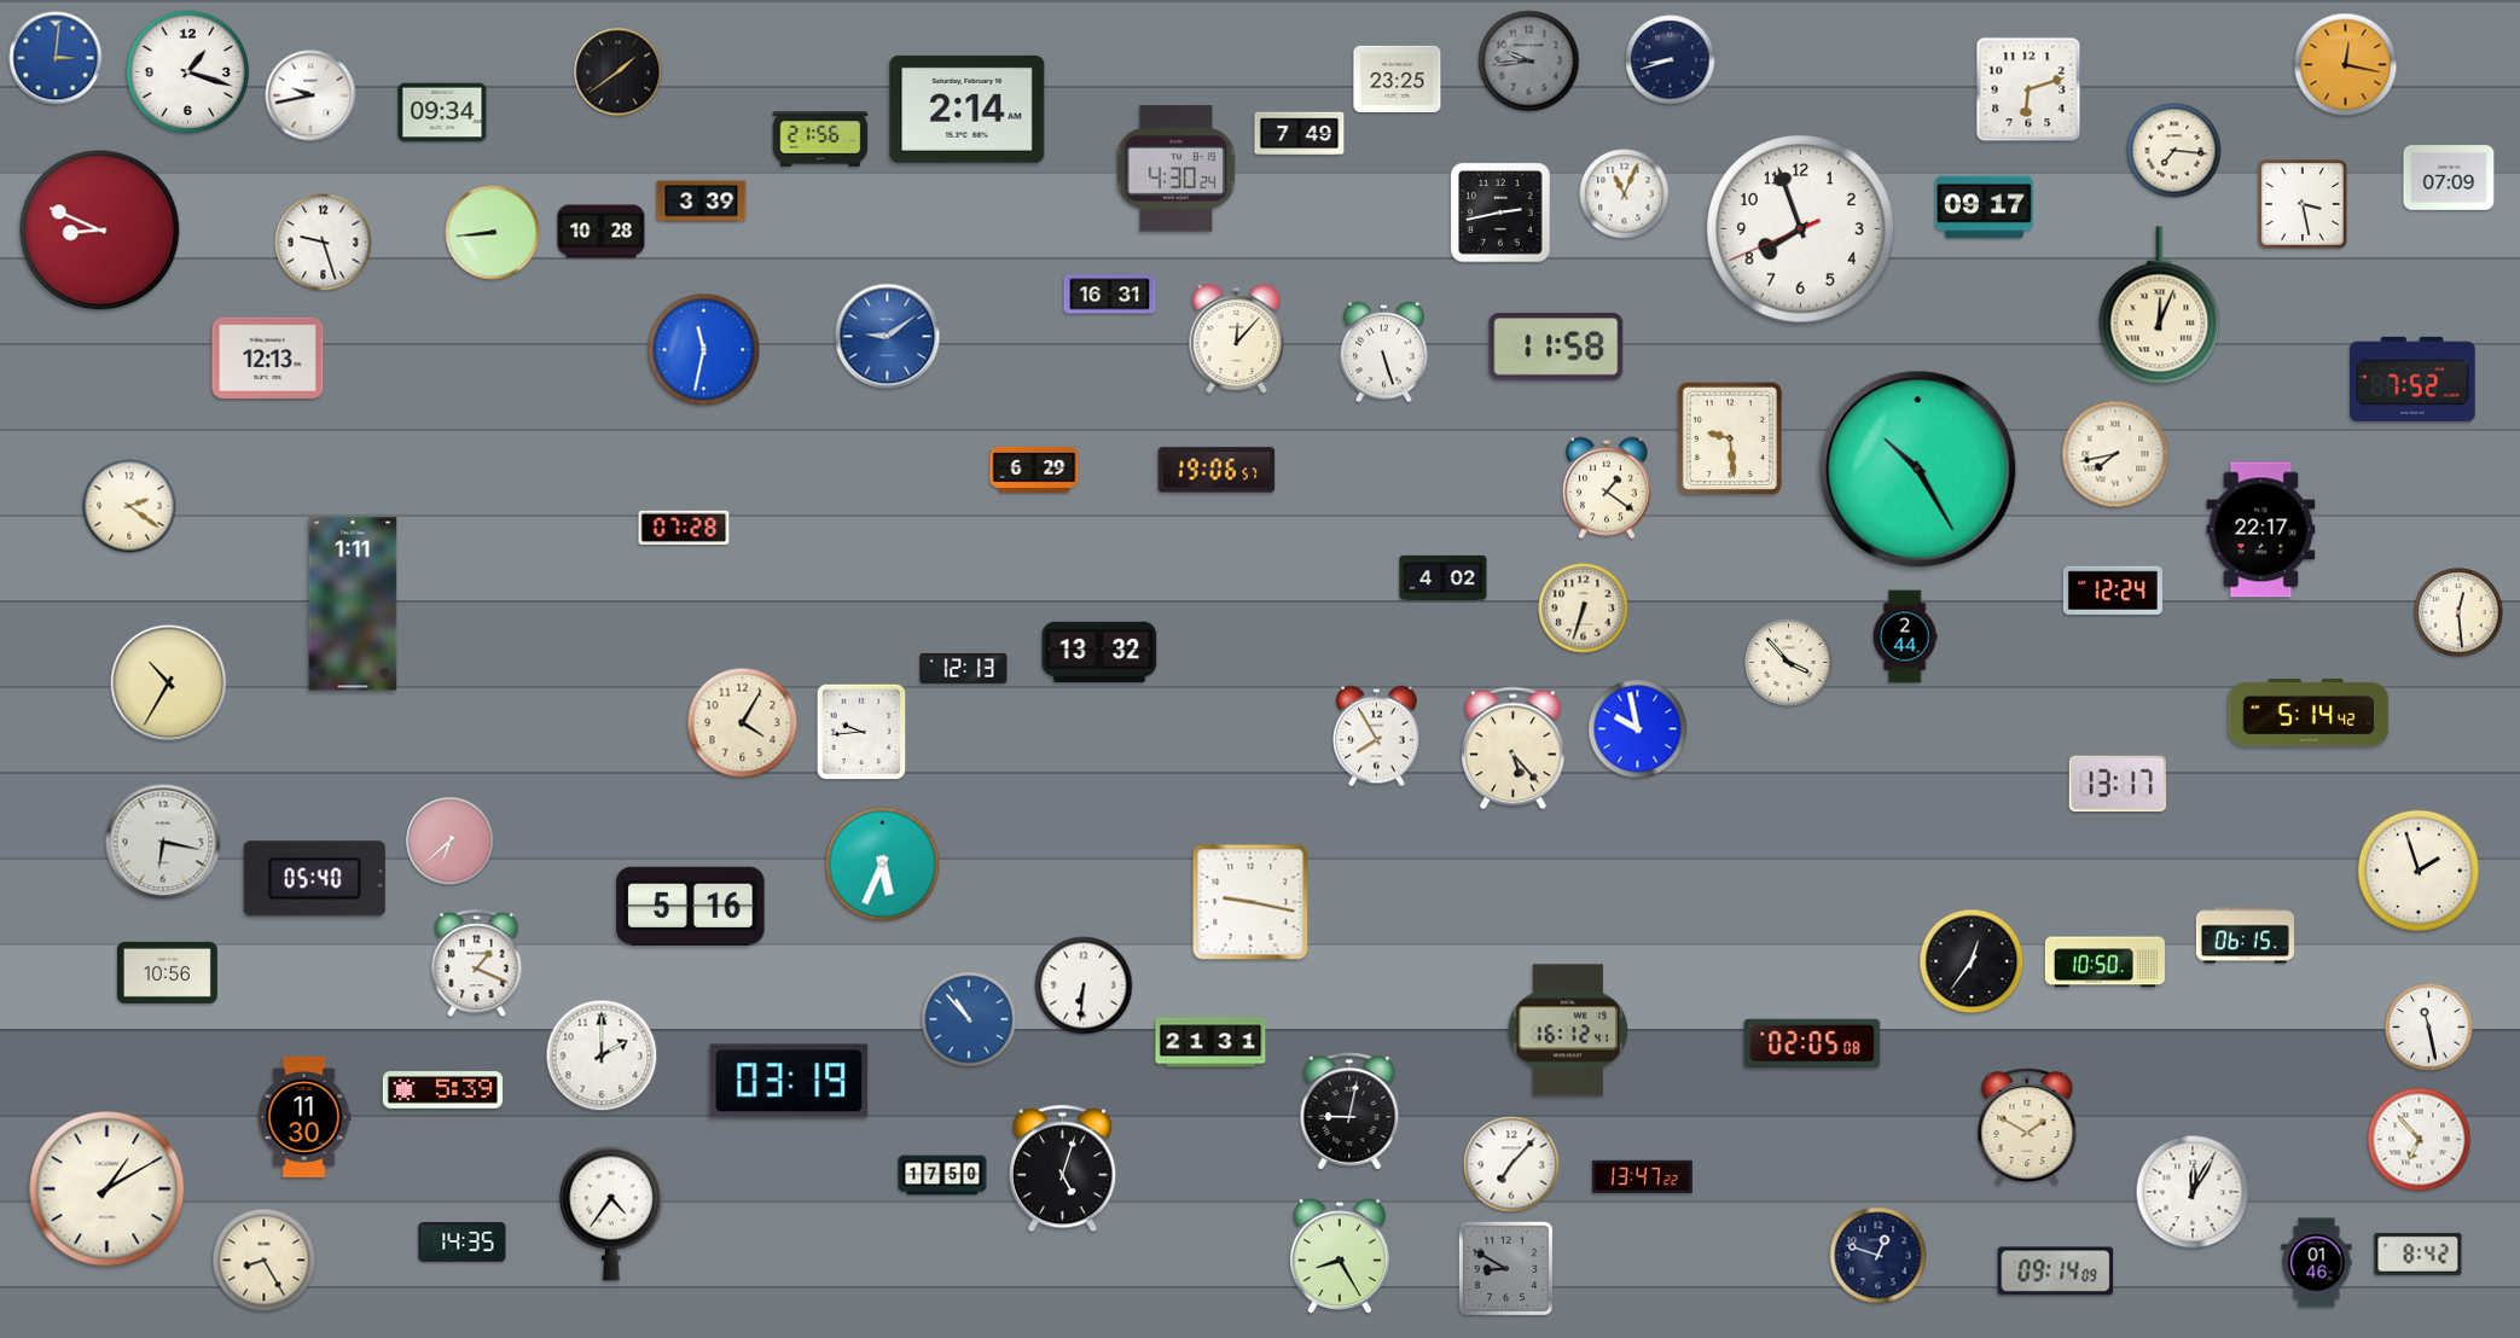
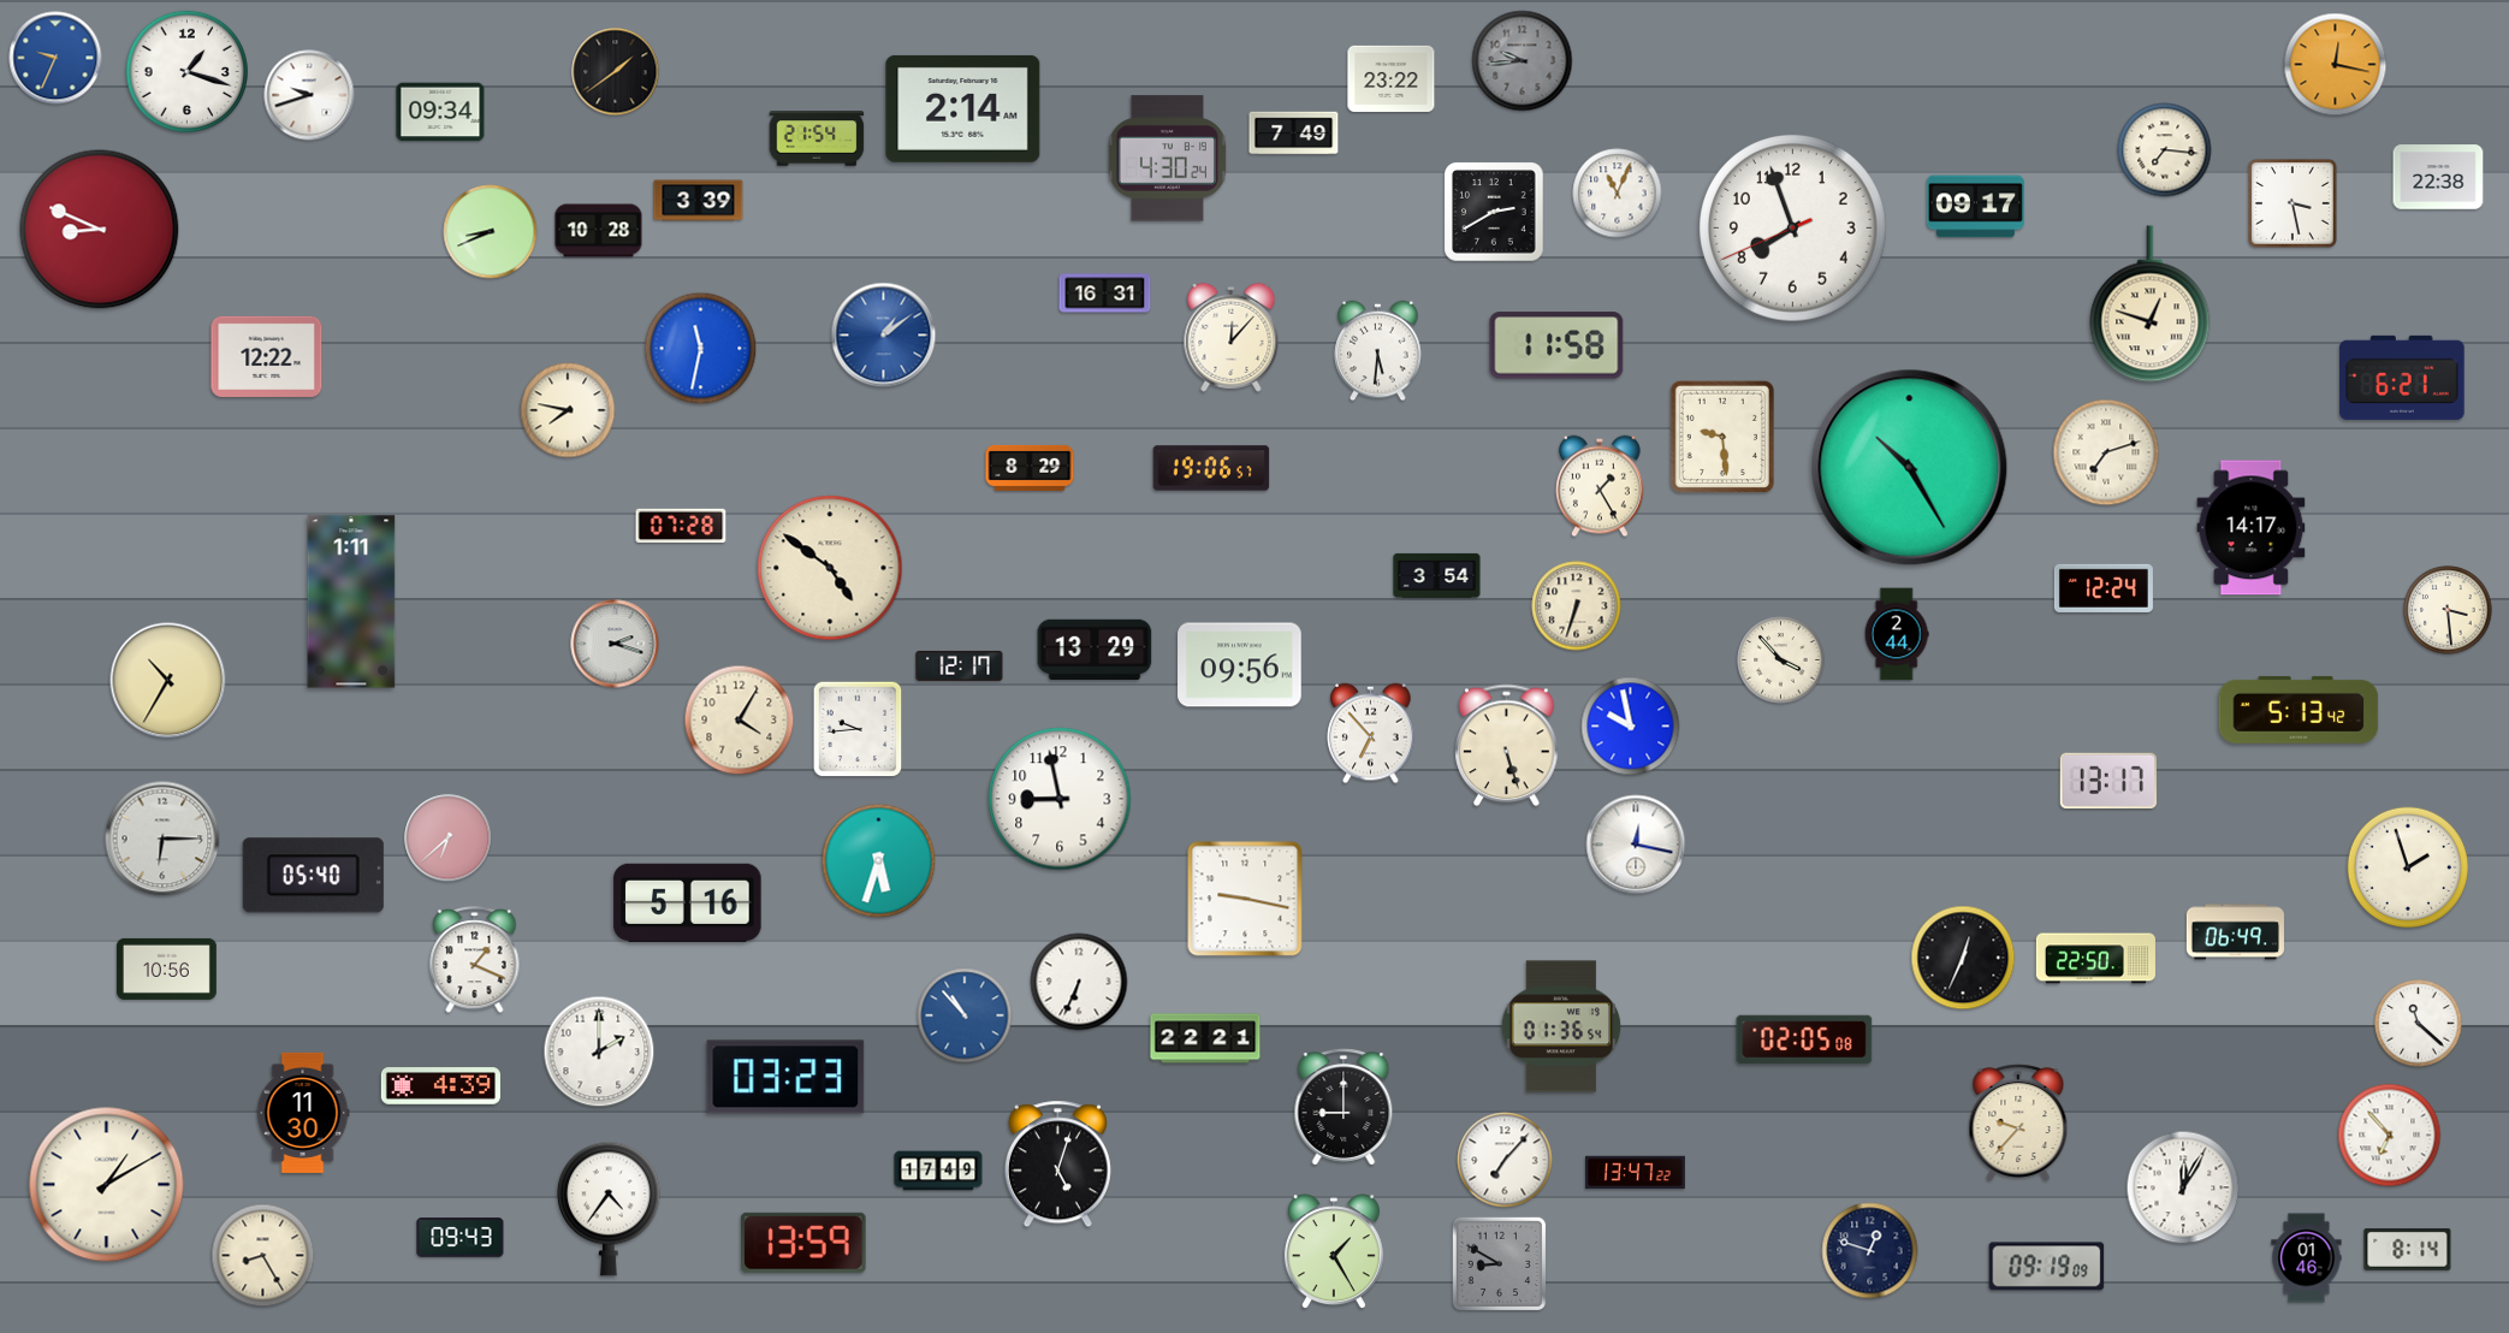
clock at (56, 58): 3:01 -> 9:34
clock at (1671, 60): 8:42 -> none
clock at (1398, 78): 23:25 -> 23:22
clock at (2028, 89): 6:12 -> none
clock at (310, 95): 9:43 -> 9:42
clock at (820, 139): 21:56 -> 21:54
clock at (1175, 169) position: (1175, 169) -> (1167, 159)
clock at (2449, 178): 07:09 -> 22:38
clock at (1500, 213): 2:43 -> 2:40
clock at (493, 233): 8:44 -> 8:41
clock at (324, 243): 9:27 -> none
clock at (2160, 306): 12:04 -> 12:48
clock at (888, 337): 9:09 -> 1:09
clock at (1556, 347) position: (1556, 347) -> (1556, 345)
clock at (1384, 353): 5:27 -> 5:31
clock at (268, 357): 12:13 -> 12:22
clock at (2412, 379): 7:52 -> 6:21
clock at (568, 410): none -> 7:47
clock at (2115, 454): 7:43 -> 7:12
clock at (1034, 470): 6:29 -> 8:29
clock at (1608, 488): 1:21 -> 1:25
clock at (129, 506): 2:21 -> none
clock at (2261, 530): 22:17 -> 14:17
clock at (830, 568): none -> 4:51
clock at (1444, 577): 4:02 -> 3:54
clock at (2458, 612): 12:29 -> 3:29
clock at (615, 644): none -> 2:18
clock at (1099, 651): 13:32 -> 13:29
clock at (964, 668): 12:13 -> 12:17
clock at (1240, 665): none -> 09:56
clock at (2309, 712): 5:14 -> 5:13
clock at (1377, 737): 7:55 -> 6:53
clock at (1514, 749): 5:23 -> 5:27
clock at (1060, 799): none -> 8:58
clock at (163, 842): 6:17 -> 6:15
clock at (1636, 845): none -> 12:17
clock at (883, 865): 5:34 -> 5:33
clock at (2245, 936): 06:15 -> 06:49
clock at (1972, 961): 12:36 -> 12:34
clock at (2104, 962): 10:50 -> 22:50
clock at (1084, 985): 6:31 -> 6:34
clock at (2429, 1028): 11:28 -> 11:22
clock at (1568, 1030): 16:12 -> 01:36
clock at (1210, 1042): 21:31 -> 22:21
clock at (789, 1081): 03:19 -> 03:23
clock at (442, 1090): 5:39 -> 4:39
clock at (1349, 1111): 9:02 -> 9:00
clock at (2027, 1127): 1:50 -> 9:37
clock at (2420, 1140) position: (2420, 1140) -> (2390, 1136)
clock at (942, 1175): 17:50 -> 17:49
clock at (463, 1243): 14:35 -> 09:43
clock at (803, 1243): none -> 13:59
clock at (2419, 1253): 8:42 -> 8:14
clock at (1340, 1257): 8:25 -> 1:25
clock at (2056, 1272): 09:14 -> 09:19
